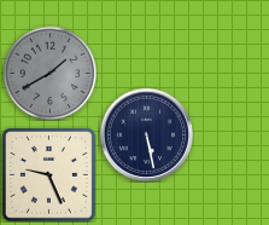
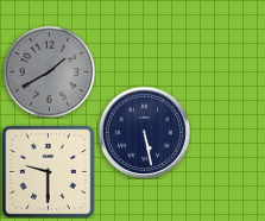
clock at (48, 174): 9:26 -> 9:30
